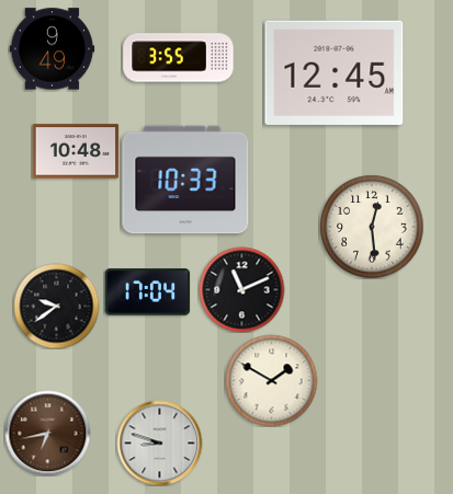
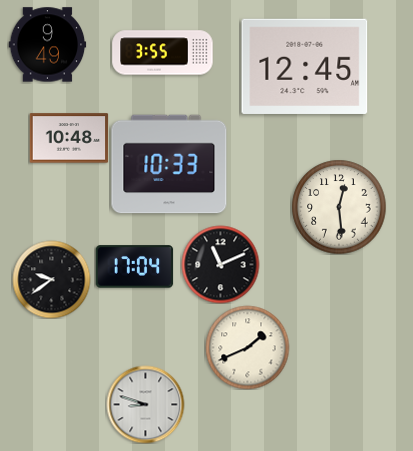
clock at (271, 380): 1:50 -> 1:41
clock at (47, 433): 6:43 -> none
